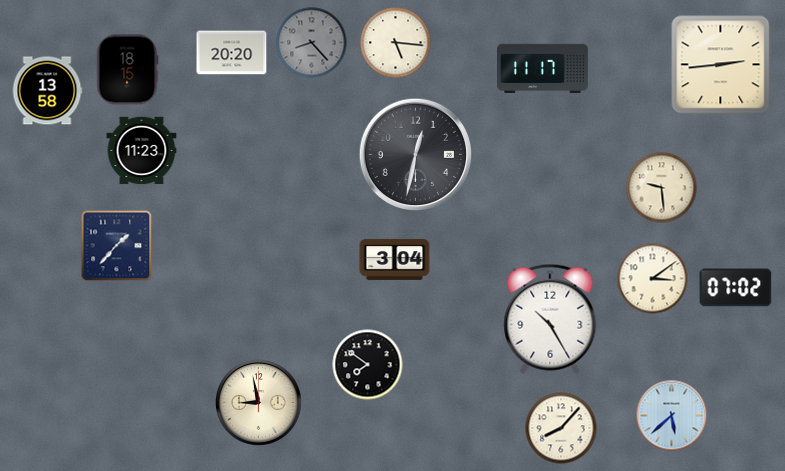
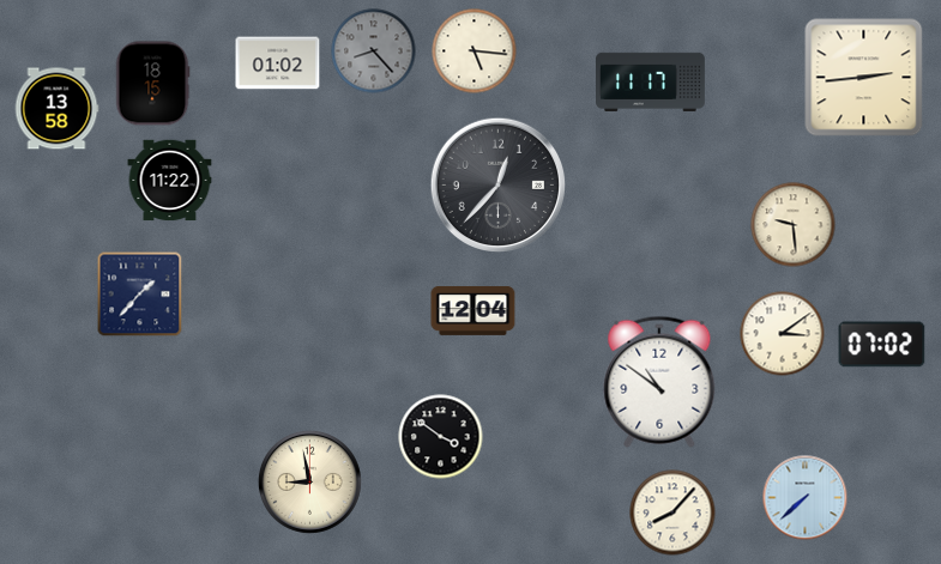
clock at (232, 53): 20:20 -> 01:02
clock at (142, 151): 11:23 -> 11:22
clock at (415, 154): 12:32 -> 12:37
clock at (395, 260): 3:04 -> 12:04
clock at (550, 319): 10:25 -> 10:51
clock at (368, 365): 7:51 -> 3:51
clock at (672, 416): 5:38 -> 7:38
